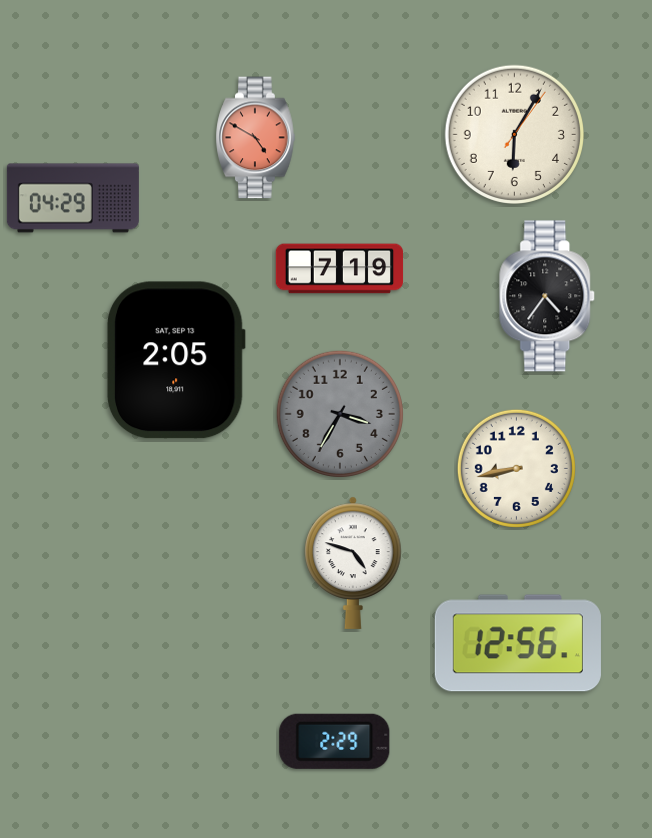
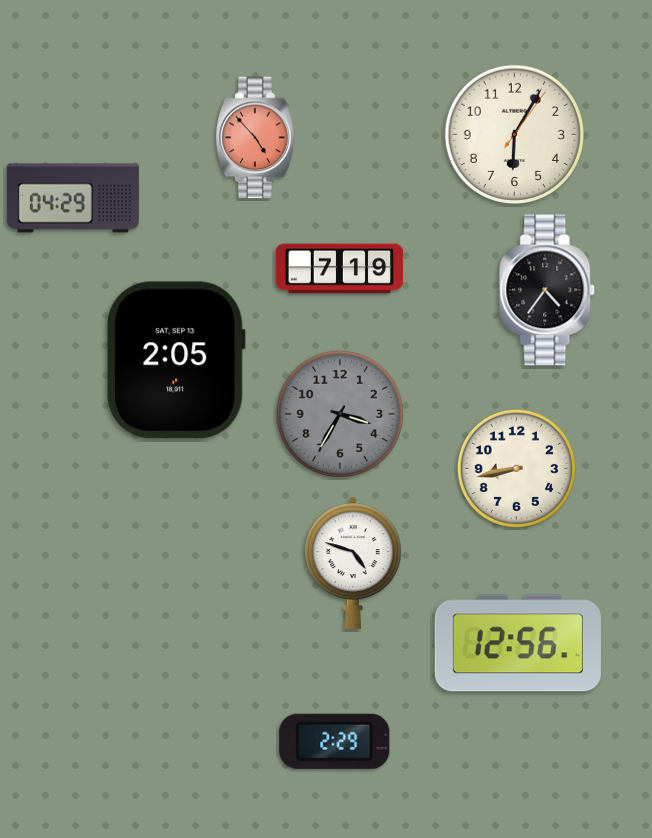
clock at (256, 138): 4:50 -> 4:53
clock at (548, 296) position: (548, 296) -> (548, 290)
